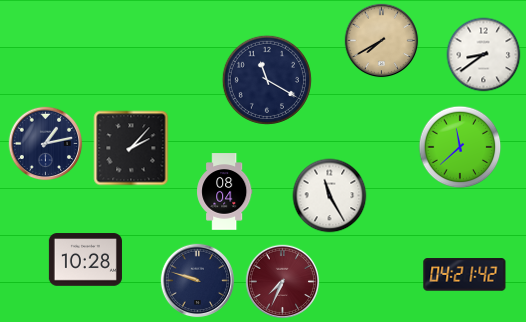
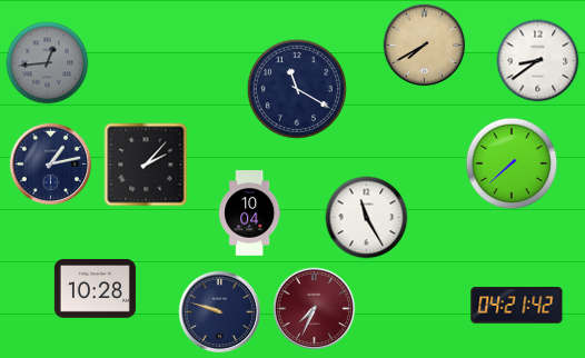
clock at (48, 63): none -> 12:44
clock at (46, 144) position: (46, 144) -> (51, 165)
clock at (460, 147): 11:38 -> 7:38
clock at (225, 192): 08:04 -> 10:04
clock at (283, 282) position: (283, 282) -> (315, 309)
